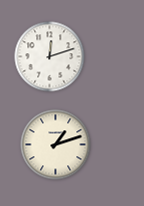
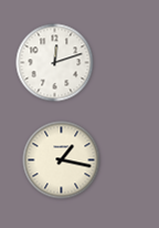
clock at (56, 145): 1:12 -> 1:17
